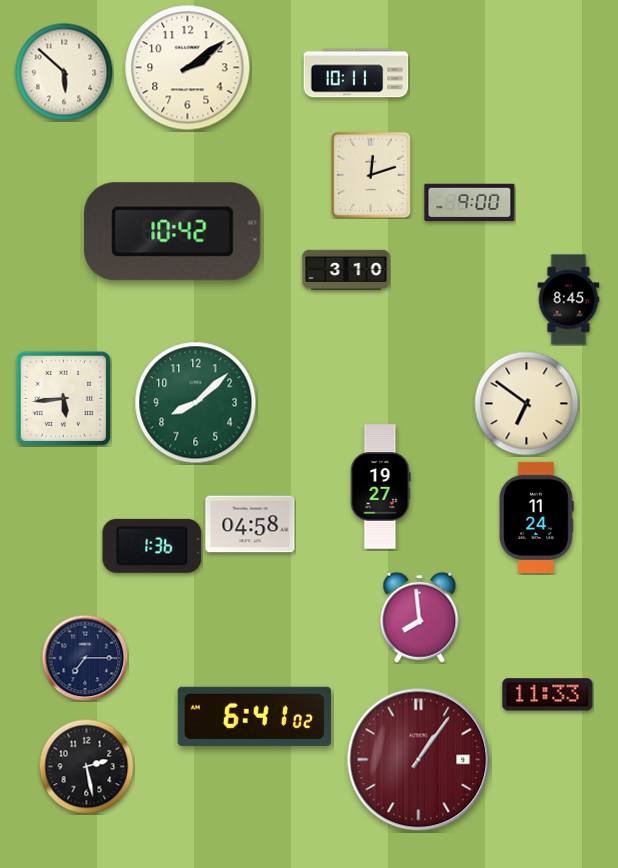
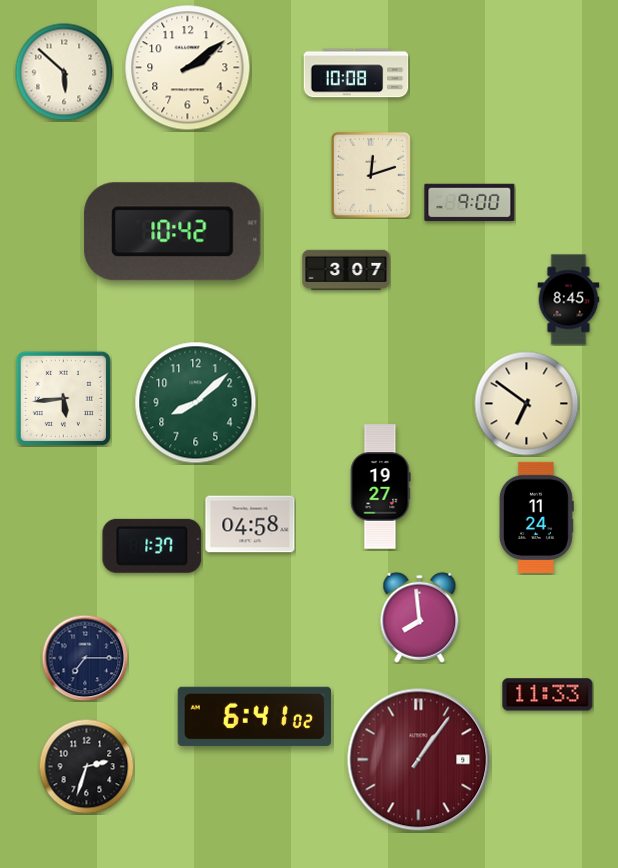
clock at (356, 73): 10:11 -> 10:08
clock at (346, 270): 3:10 -> 3:07
clock at (152, 546): 1:36 -> 1:37
clock at (86, 766): 2:28 -> 2:33
